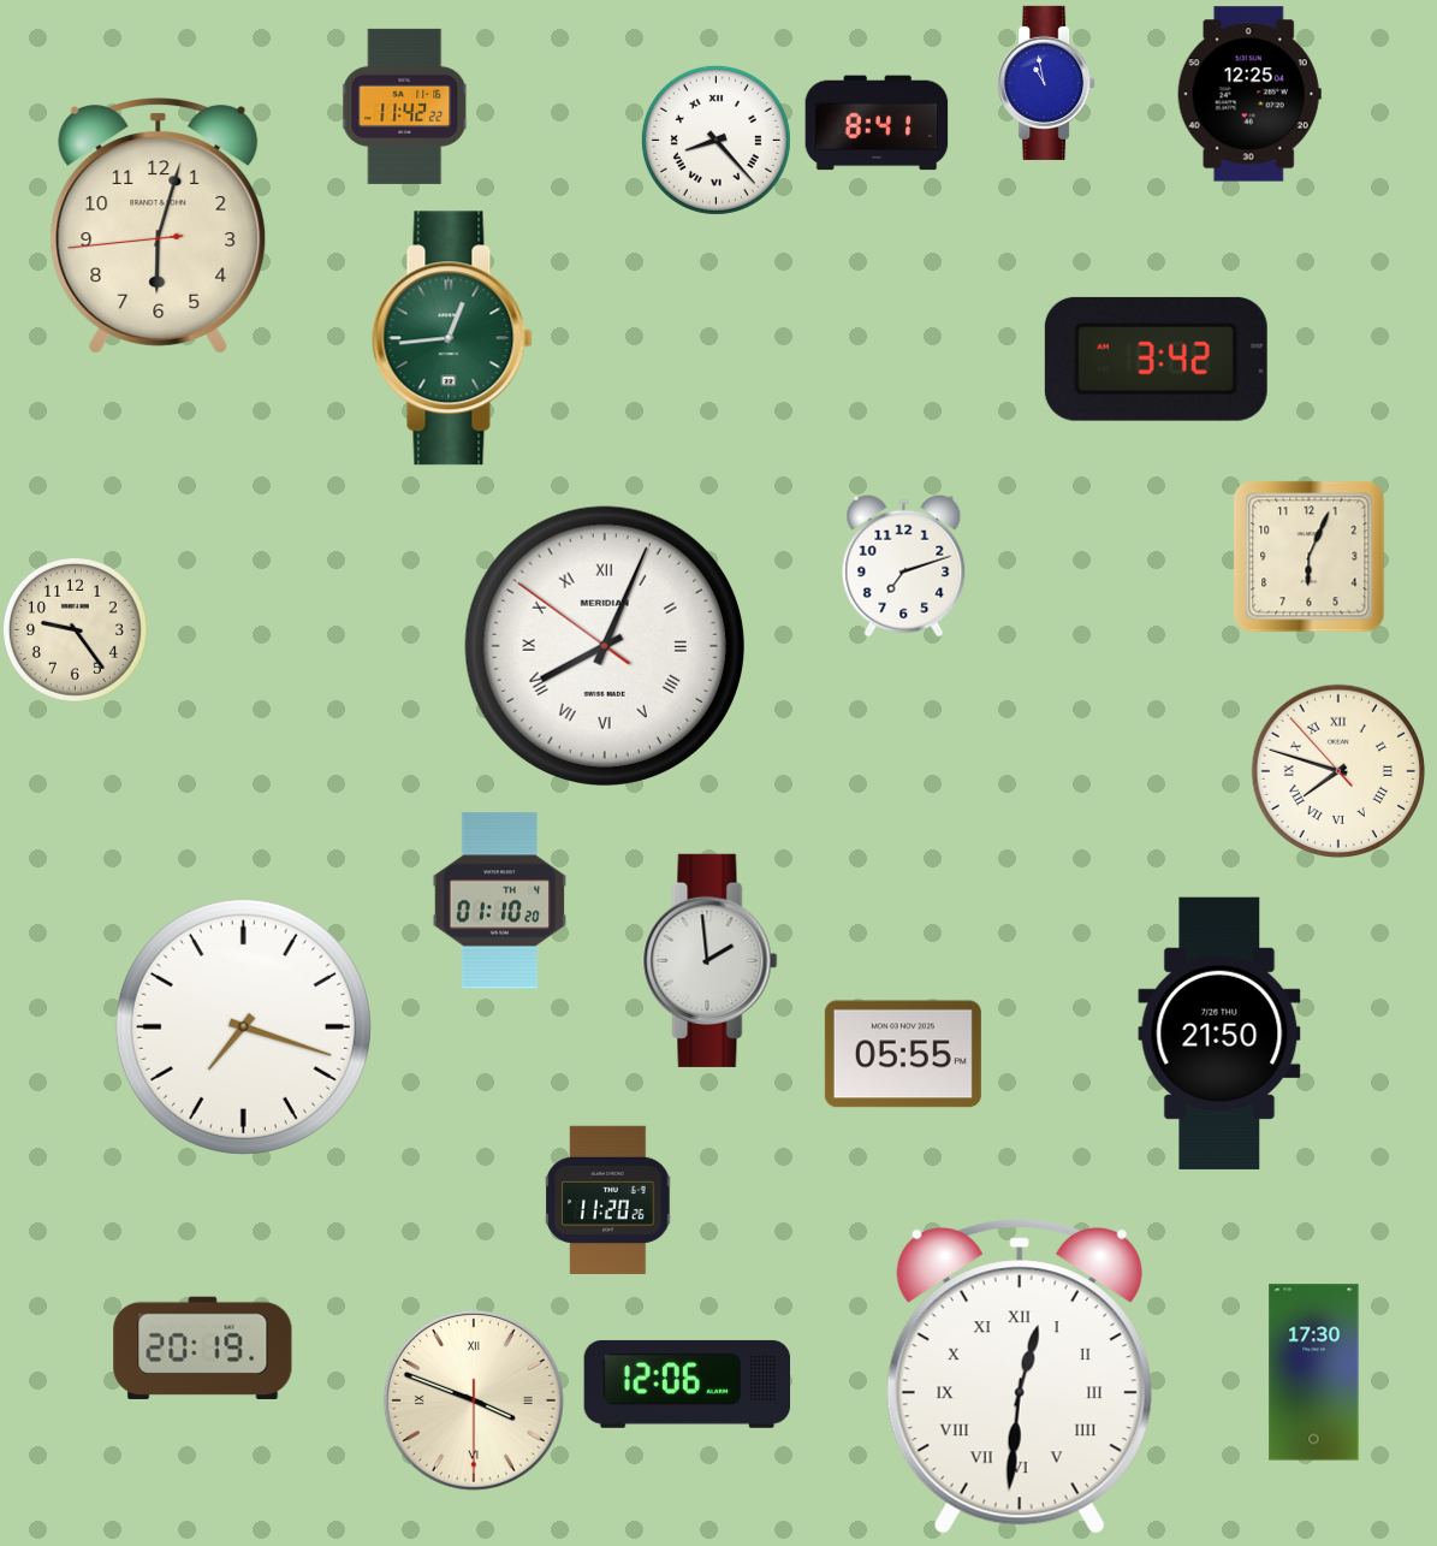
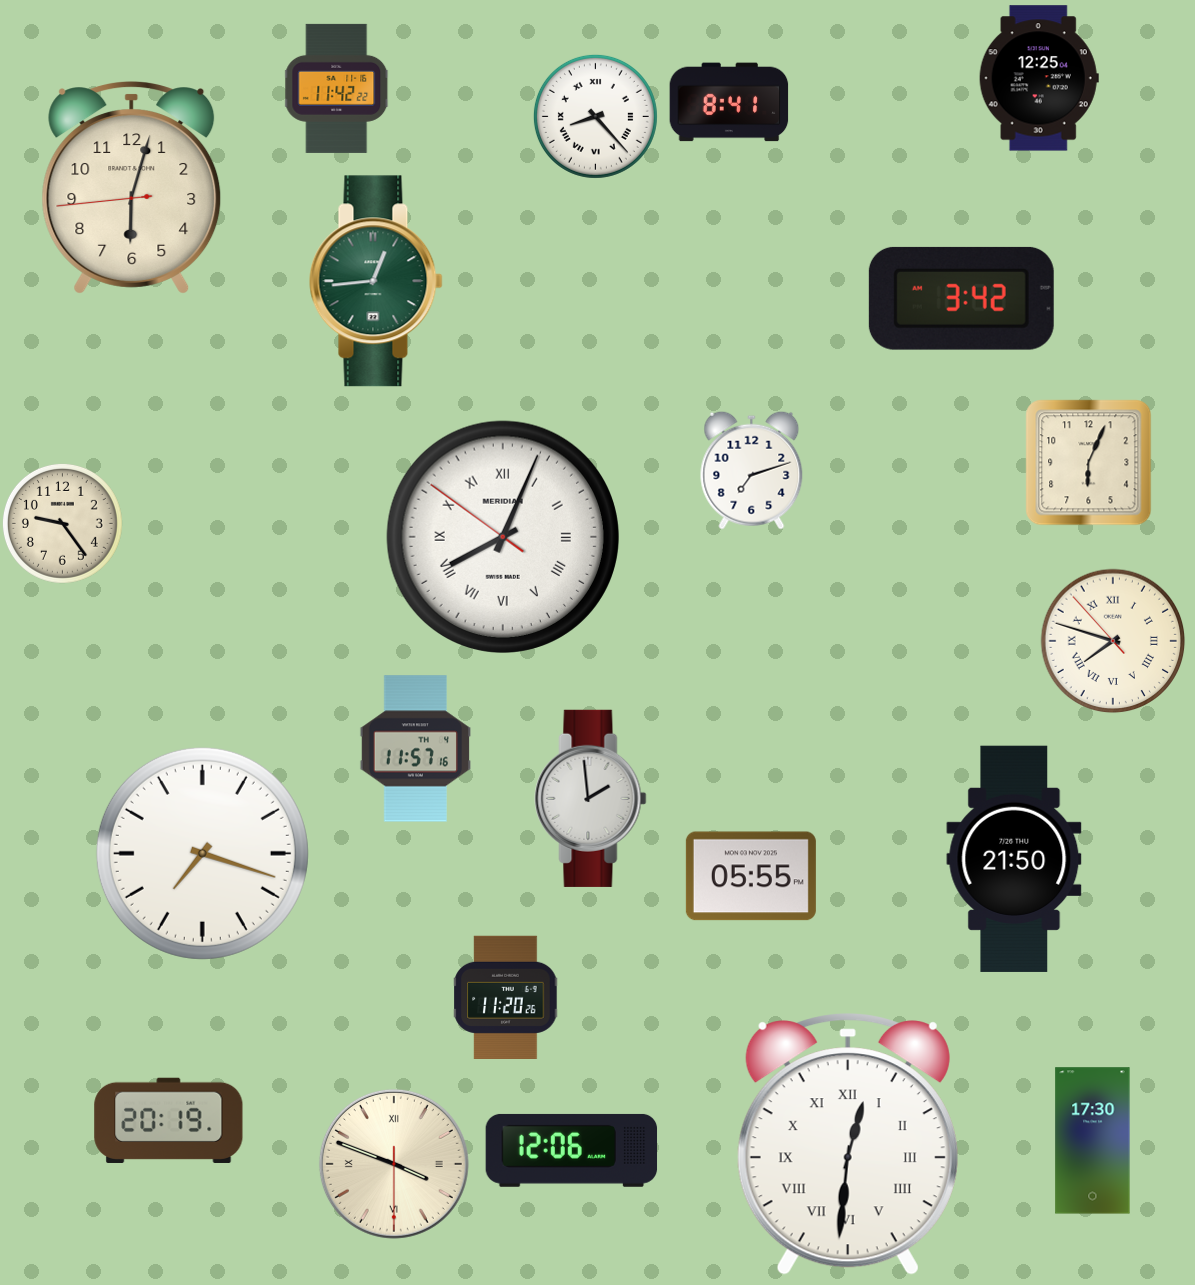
clock at (1046, 83): 10:58 -> none
clock at (500, 901): 01:10 -> 11:57
